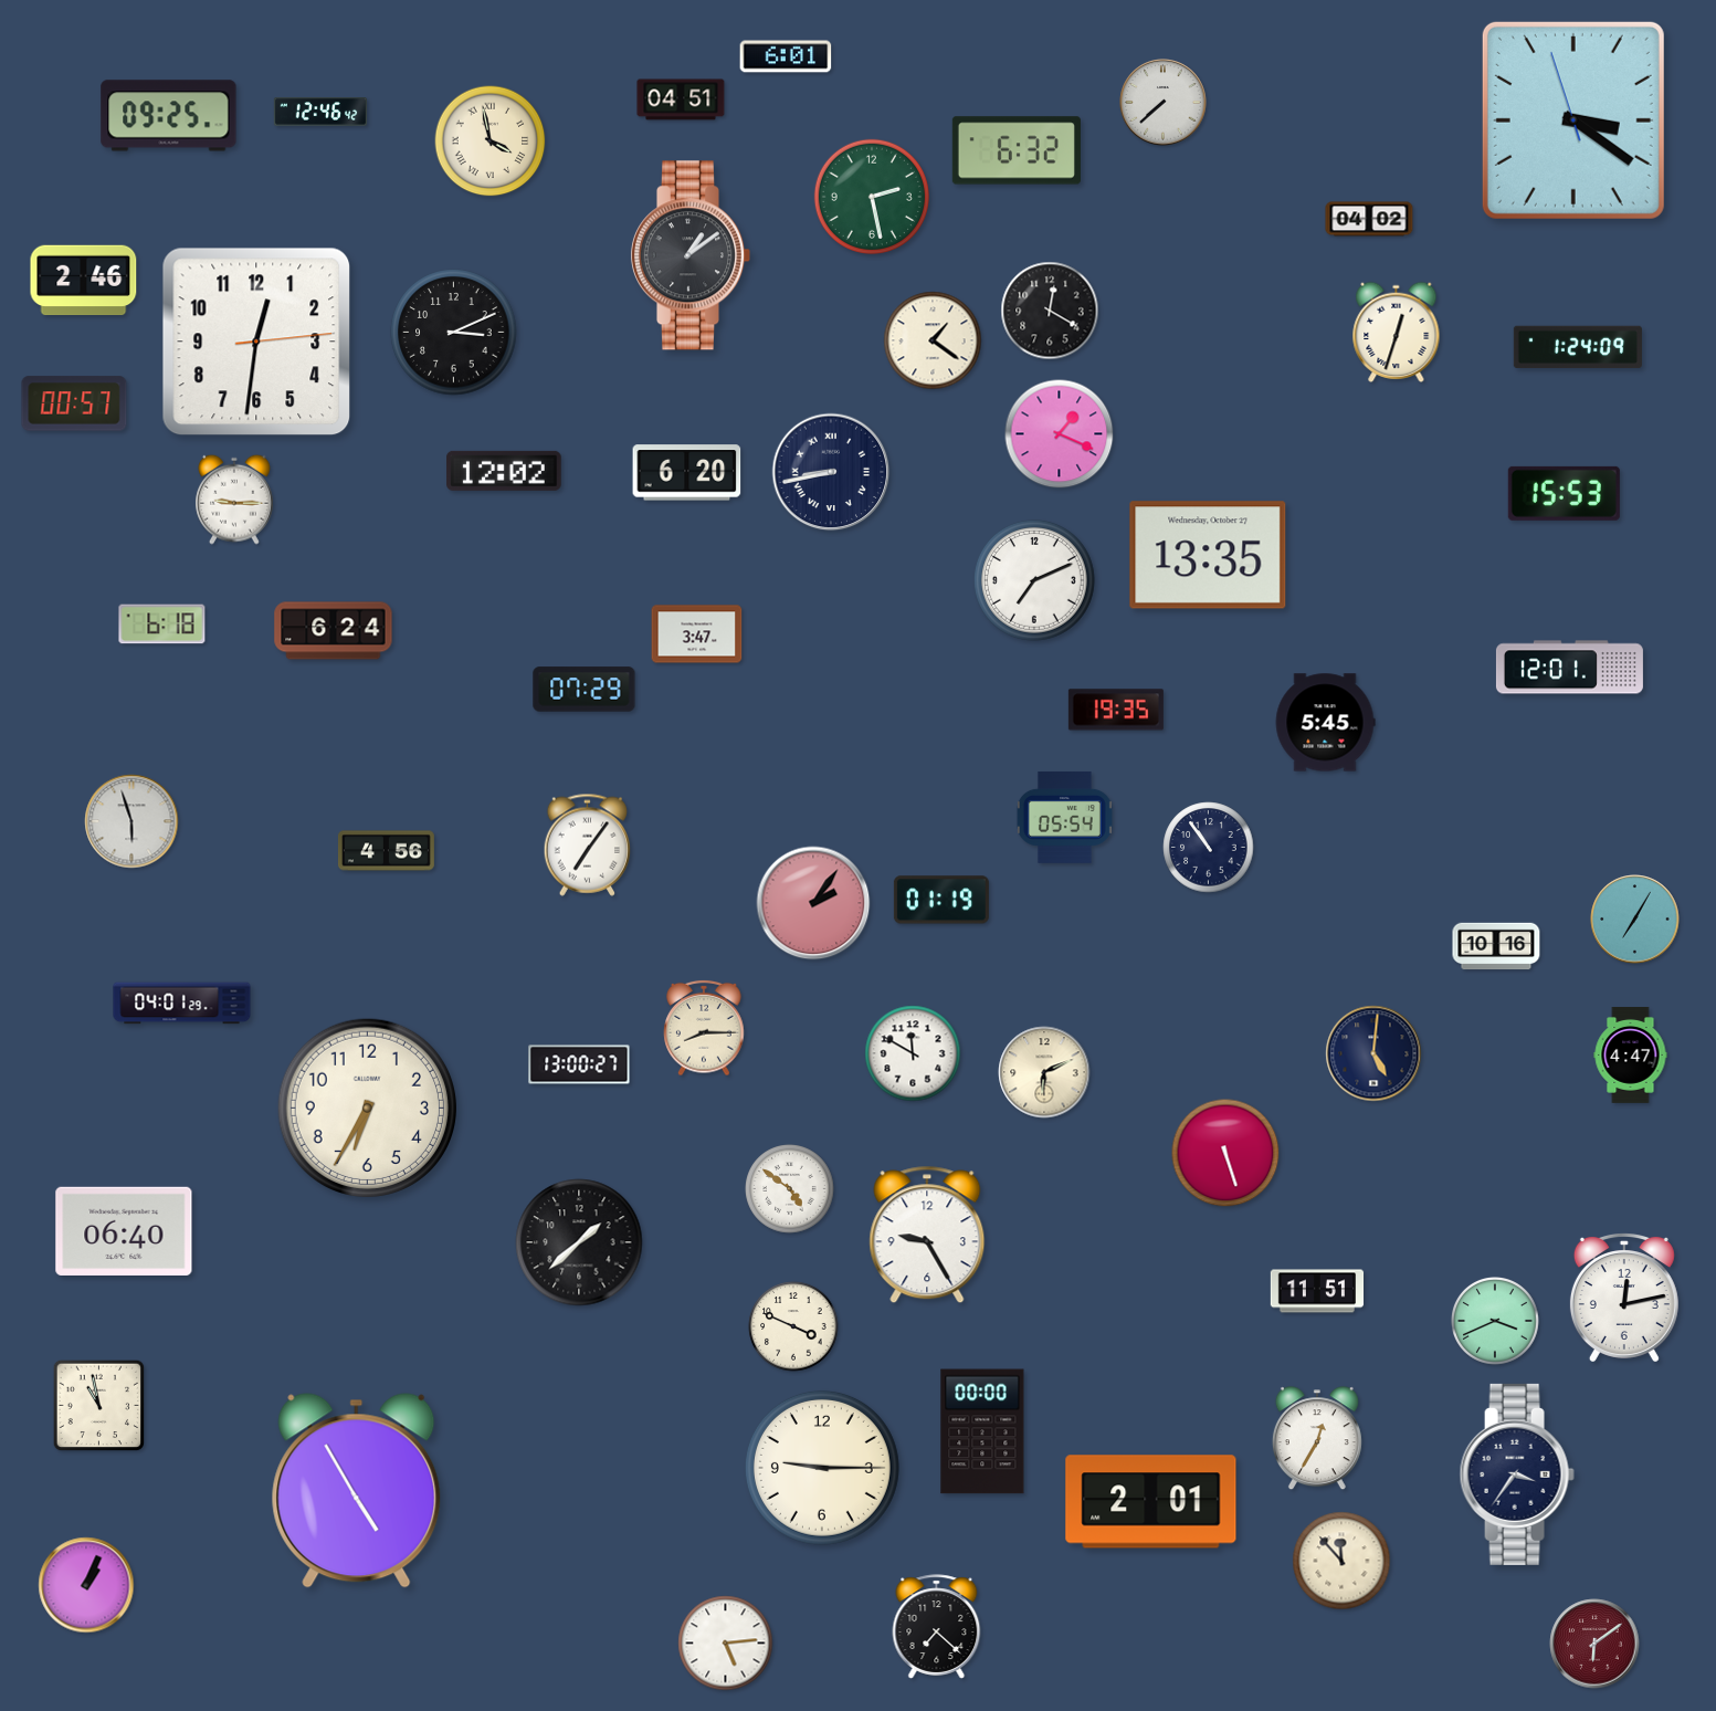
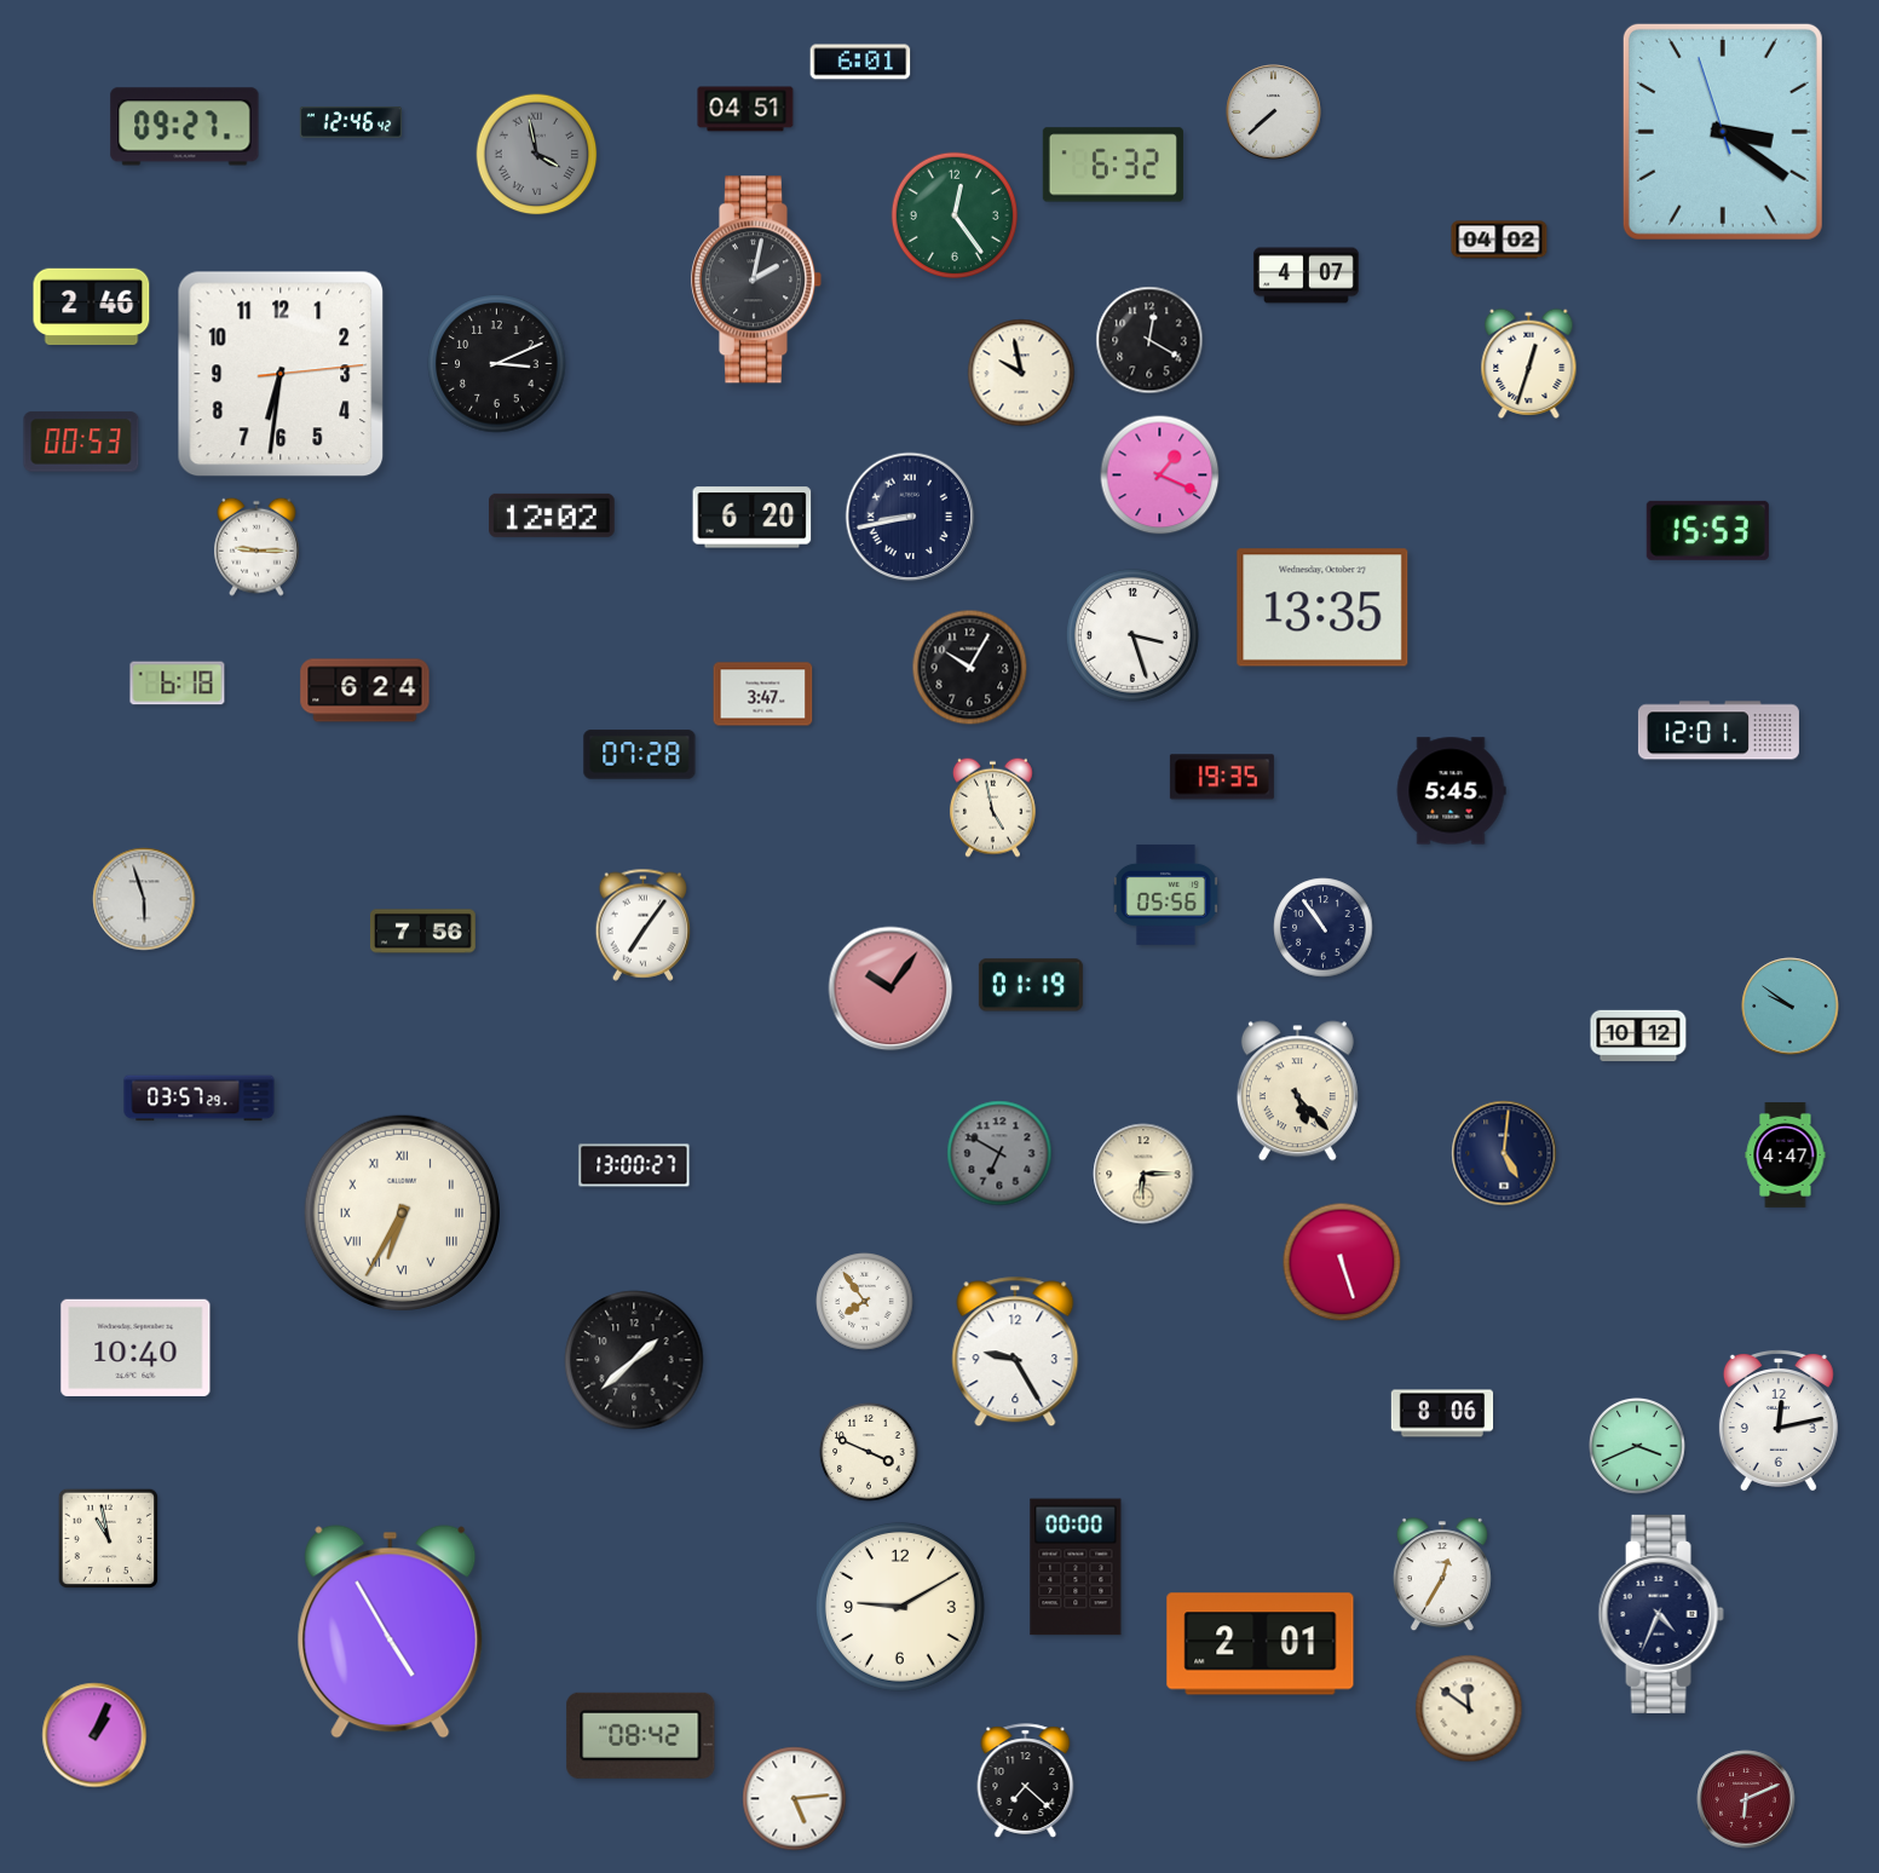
clock at (169, 116): 09:25 -> 09:27
clock at (491, 141) dial: cream -> grey
clock at (872, 197): 2:28 -> 12:24
clock at (1305, 276): none -> 4:07
clock at (691, 255): 1:09 -> 2:02
clock at (933, 340): 1:21 -> 9:58
clock at (256, 342): 12:31 -> 6:31
clock at (1578, 347): 1:24 -> none
clock at (74, 403): 00:57 -> 00:53
clock at (1564, 493) position: (1564, 493) -> (1707, 530)
clock at (1034, 580): 7:11 -> 3:27
clock at (970, 668): none -> 10:05
clock at (585, 690): 07:29 -> 07:28
clock at (992, 807): none -> 4:58
clock at (1064, 818): 05:54 -> 05:56
clock at (386, 851): 4:56 -> 7:56
clock at (813, 903): 2:06 -> 10:06
clock at (1635, 920): 7:05 -> 9:51
clock at (1496, 946): 10:16 -> 10:12
clock at (1297, 1091): none -> 5:23
clock at (182, 1004): 04:01 -> 03:57
clock at (704, 1028): 8:15 -> none
clock at (913, 1053): 11:50 -> 6:50
clock at (913, 1053) dial: white -> grey
clock at (1044, 1072): 6:11 -> 6:15
clock at (367, 1108) numerals: Arabic -> Roman
clock at (790, 1189): 4:51 -> 7:54
clock at (124, 1231): 06:40 -> 10:40
clock at (1317, 1291): 11:51 -> 8:06
clock at (822, 1468): 9:15 -> 9:10
clock at (1517, 1474): 3:36 -> 4:34
clock at (1341, 1561): 11:53 -> 11:51
clock at (641, 1735): none -> 08:42
clock at (1594, 1644): 6:09 -> 6:11
